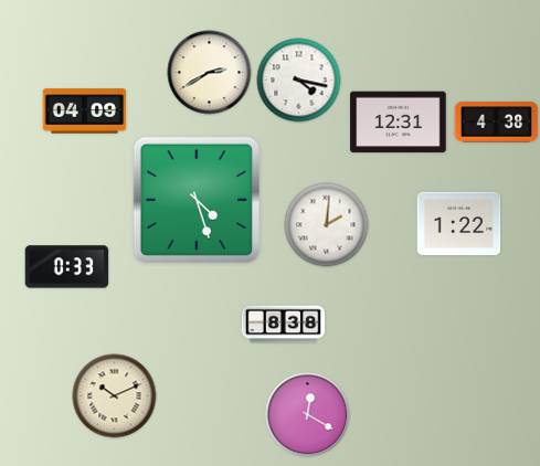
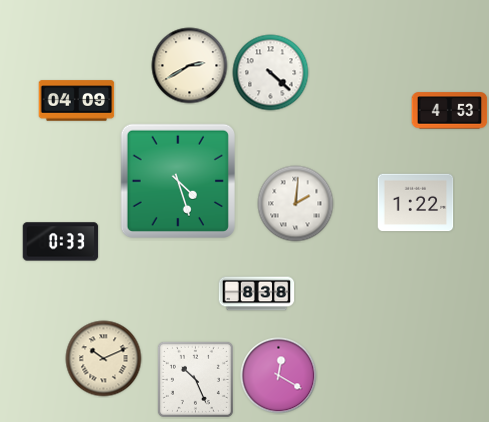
clock at (299, 81): 4:17 -> 4:22
clock at (399, 123): 12:31 -> none
clock at (497, 123): 4:38 -> 4:53
clock at (195, 379): none -> 10:26
